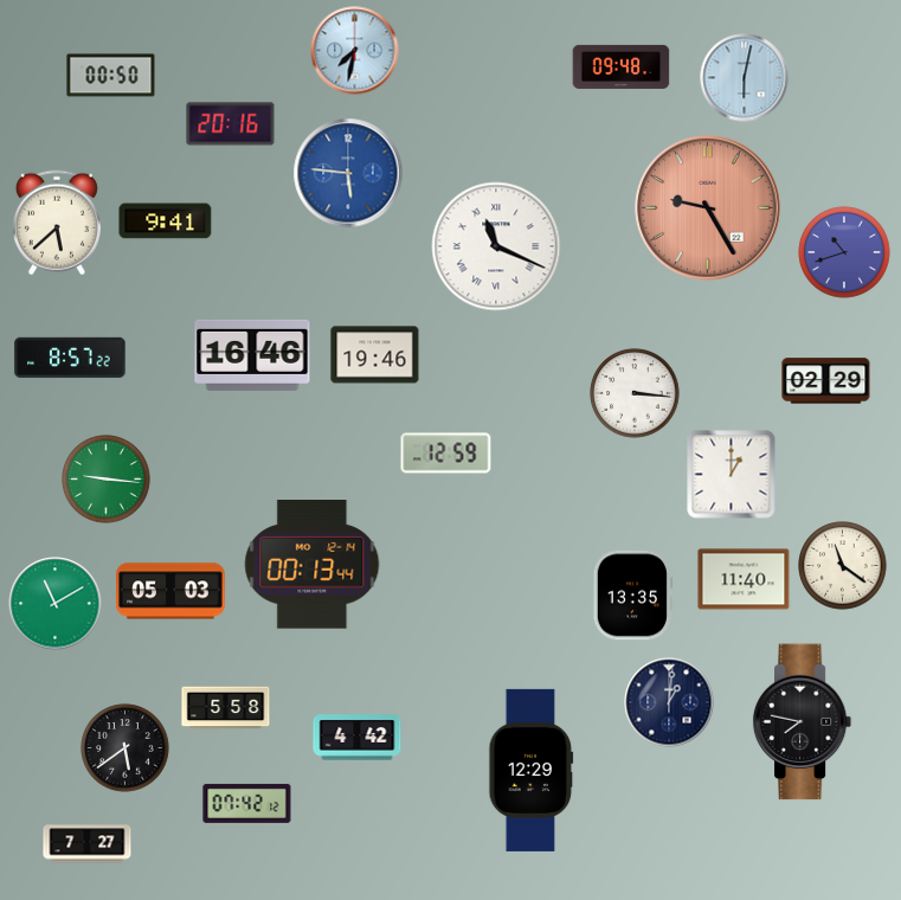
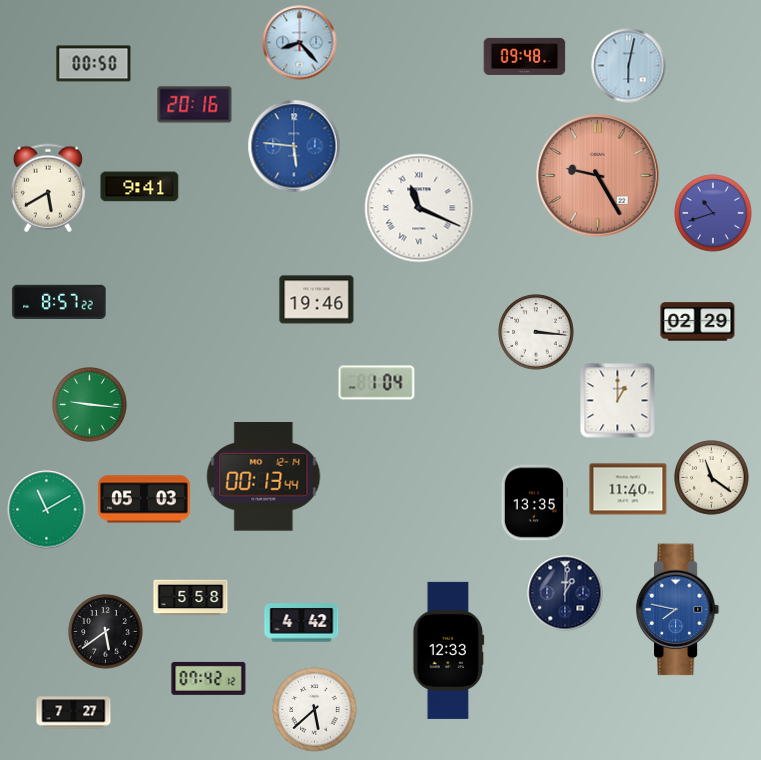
clock at (355, 51): 7:32 -> 8:23
clock at (57, 223): 5:38 -> 5:40
clock at (252, 355): 16:46 -> none
clock at (446, 454): 12:59 -> 1:04
clock at (803, 722) dial: black -> blue
clock at (532, 770): 12:29 -> 12:33
clock at (315, 710): none -> 5:38
